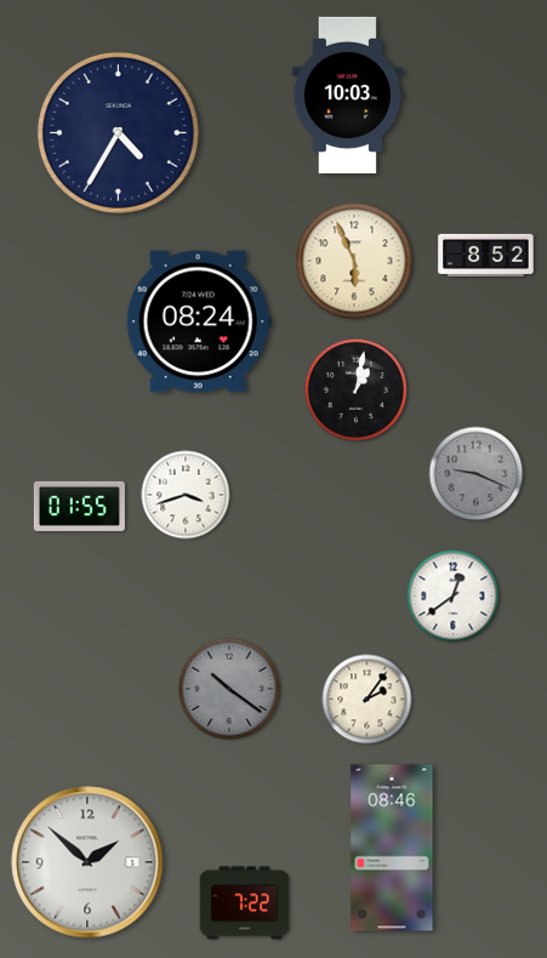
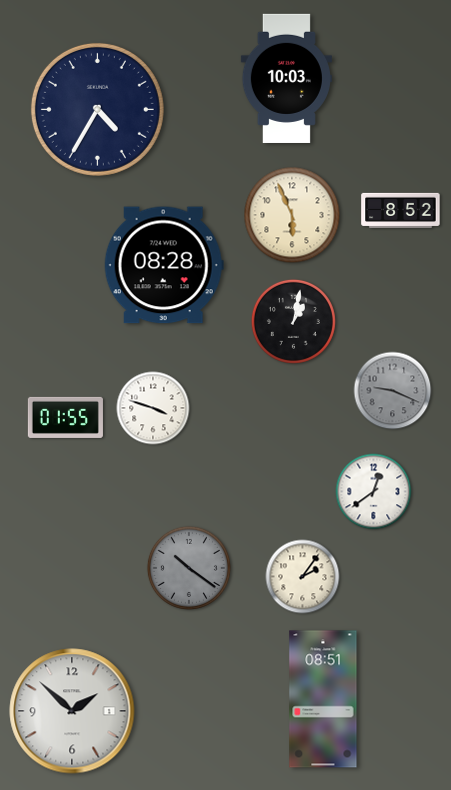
clock at (199, 321): 08:24 -> 08:28
clock at (186, 495): 3:42 -> 3:48
clock at (392, 848): 08:46 -> 08:51
clock at (245, 903): 7:22 -> none
